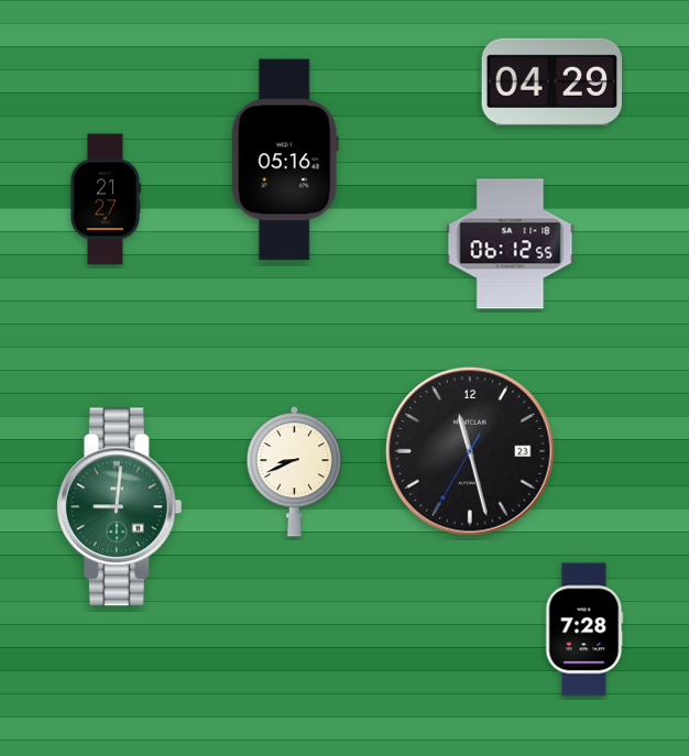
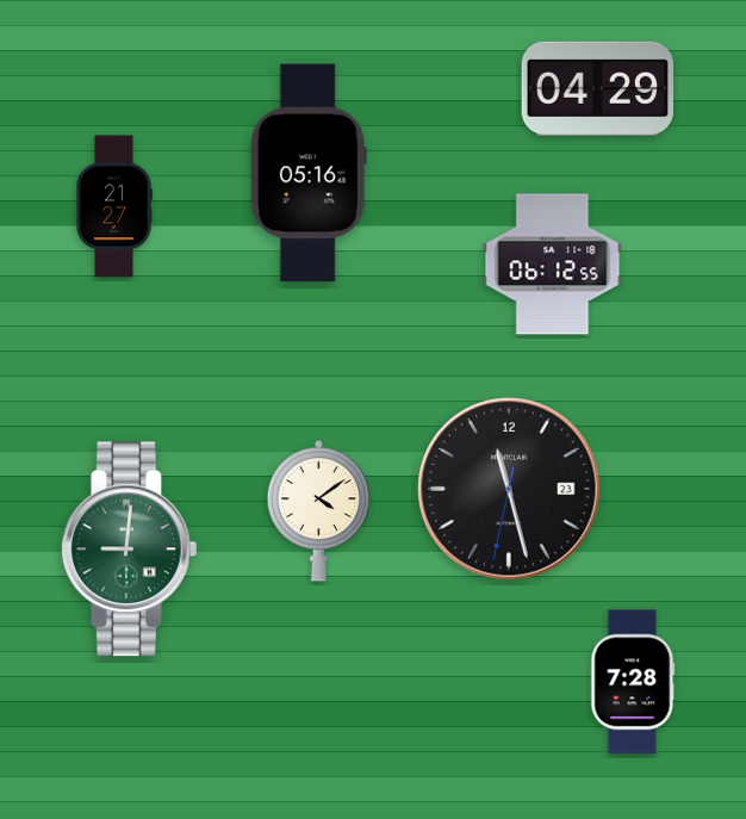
clock at (105, 199) position: (105, 199) -> (113, 206)
clock at (470, 451): 11:27:35 -> 11:27:32
clock at (295, 472): 8:41 -> 4:09
